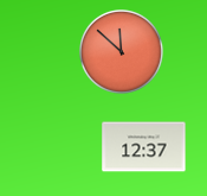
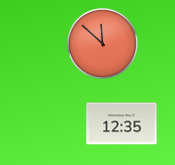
clock at (144, 147): 12:37 -> 12:35
